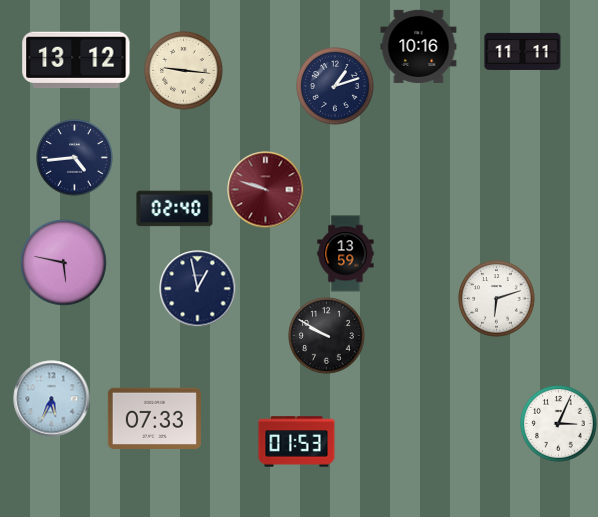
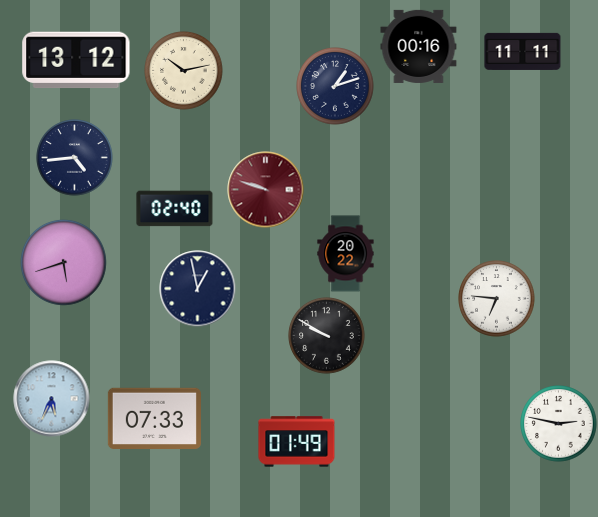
clock at (419, 46): 10:16 -> 00:16
clock at (184, 71): 9:16 -> 10:13
clock at (346, 254): 13:59 -> 20:22
clock at (64, 263): 5:47 -> 5:42
clock at (497, 299): 6:12 -> 6:46
clock at (559, 424): 3:04 -> 2:47
clock at (297, 442): 01:53 -> 01:49
